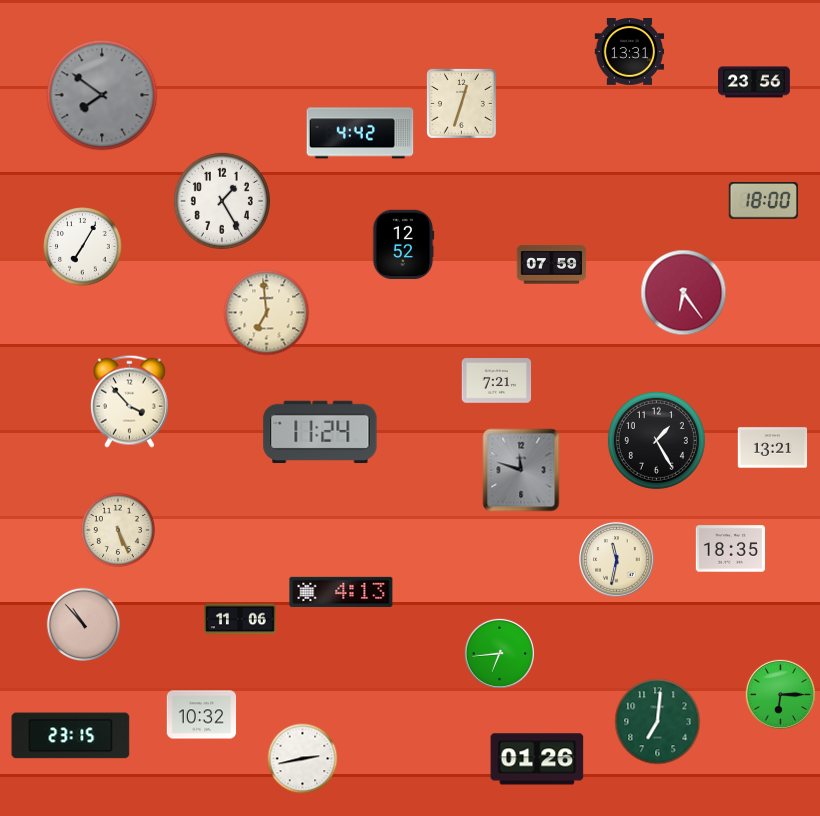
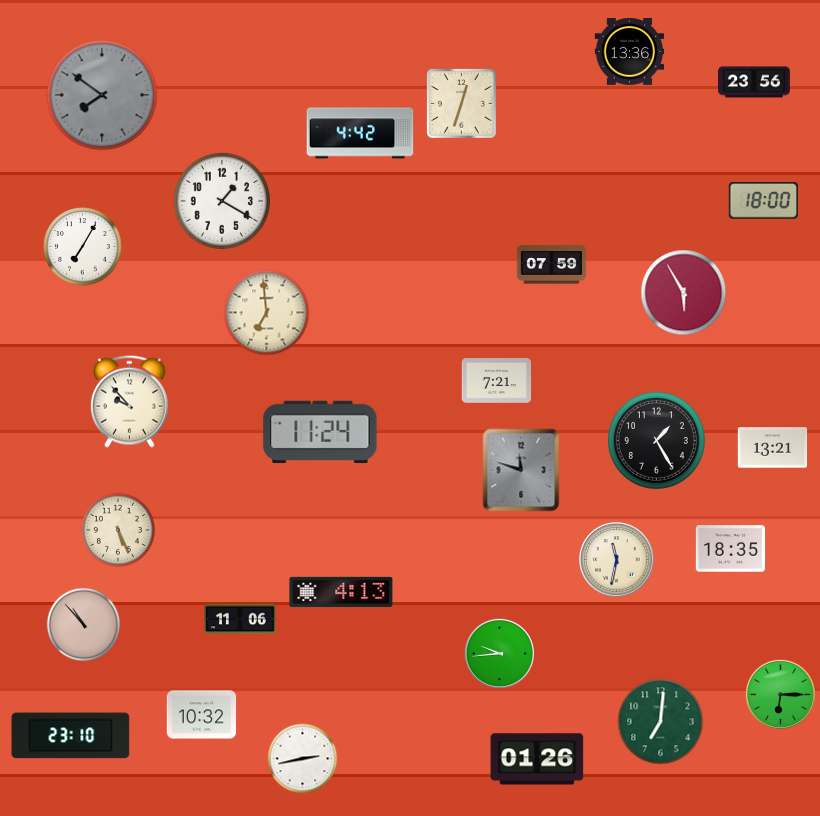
clock at (630, 52): 13:31 -> 13:36
clock at (222, 201): 1:25 -> 1:20
clock at (403, 245): 12:52 -> none
clock at (684, 293): 6:24 -> 5:55
clock at (129, 401): 3:53 -> 9:53
clock at (499, 653): 6:44 -> 9:44
clock at (658, 722) position: (658, 722) -> (661, 722)
clock at (71, 736): 23:15 -> 23:10
